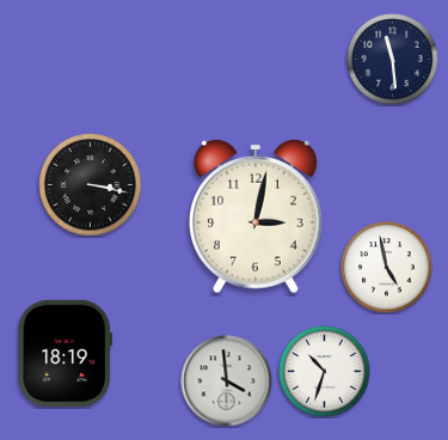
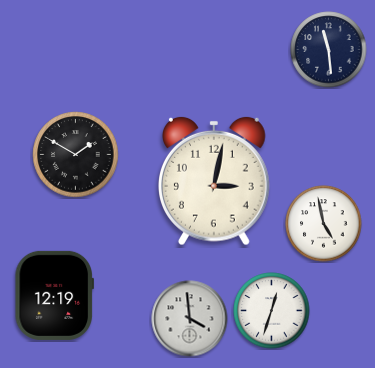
clock at (91, 185): 3:17 -> 1:50
clock at (65, 353): 18:19 -> 12:19
clock at (325, 372): 10:33 -> 12:33
